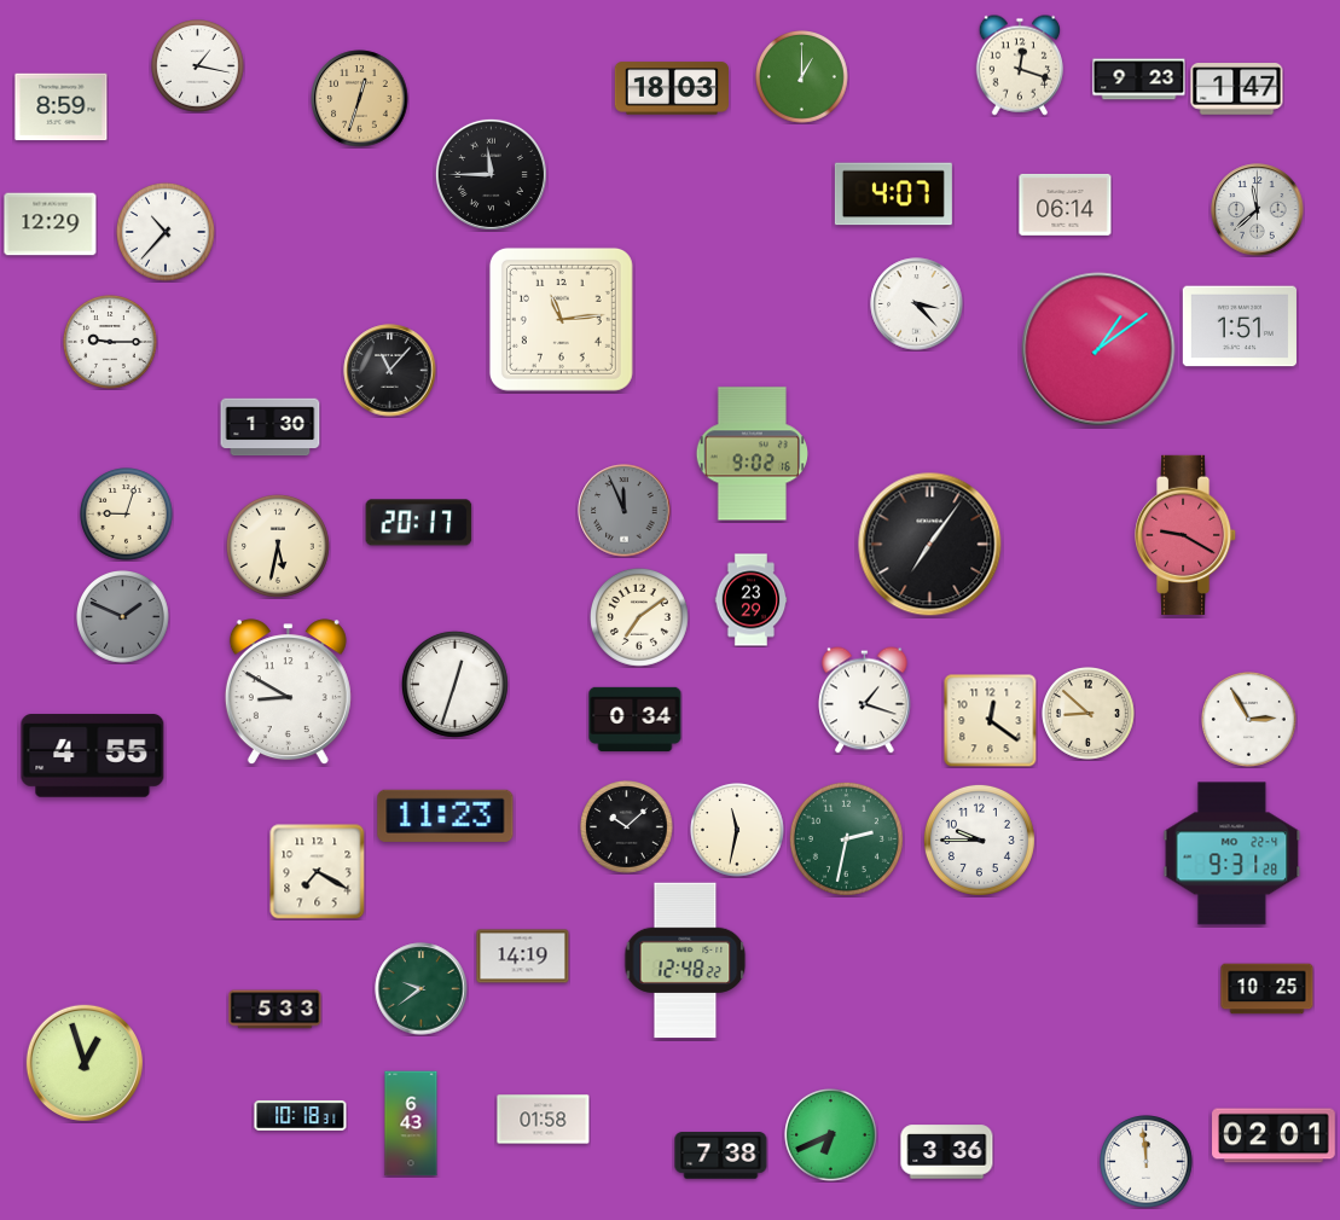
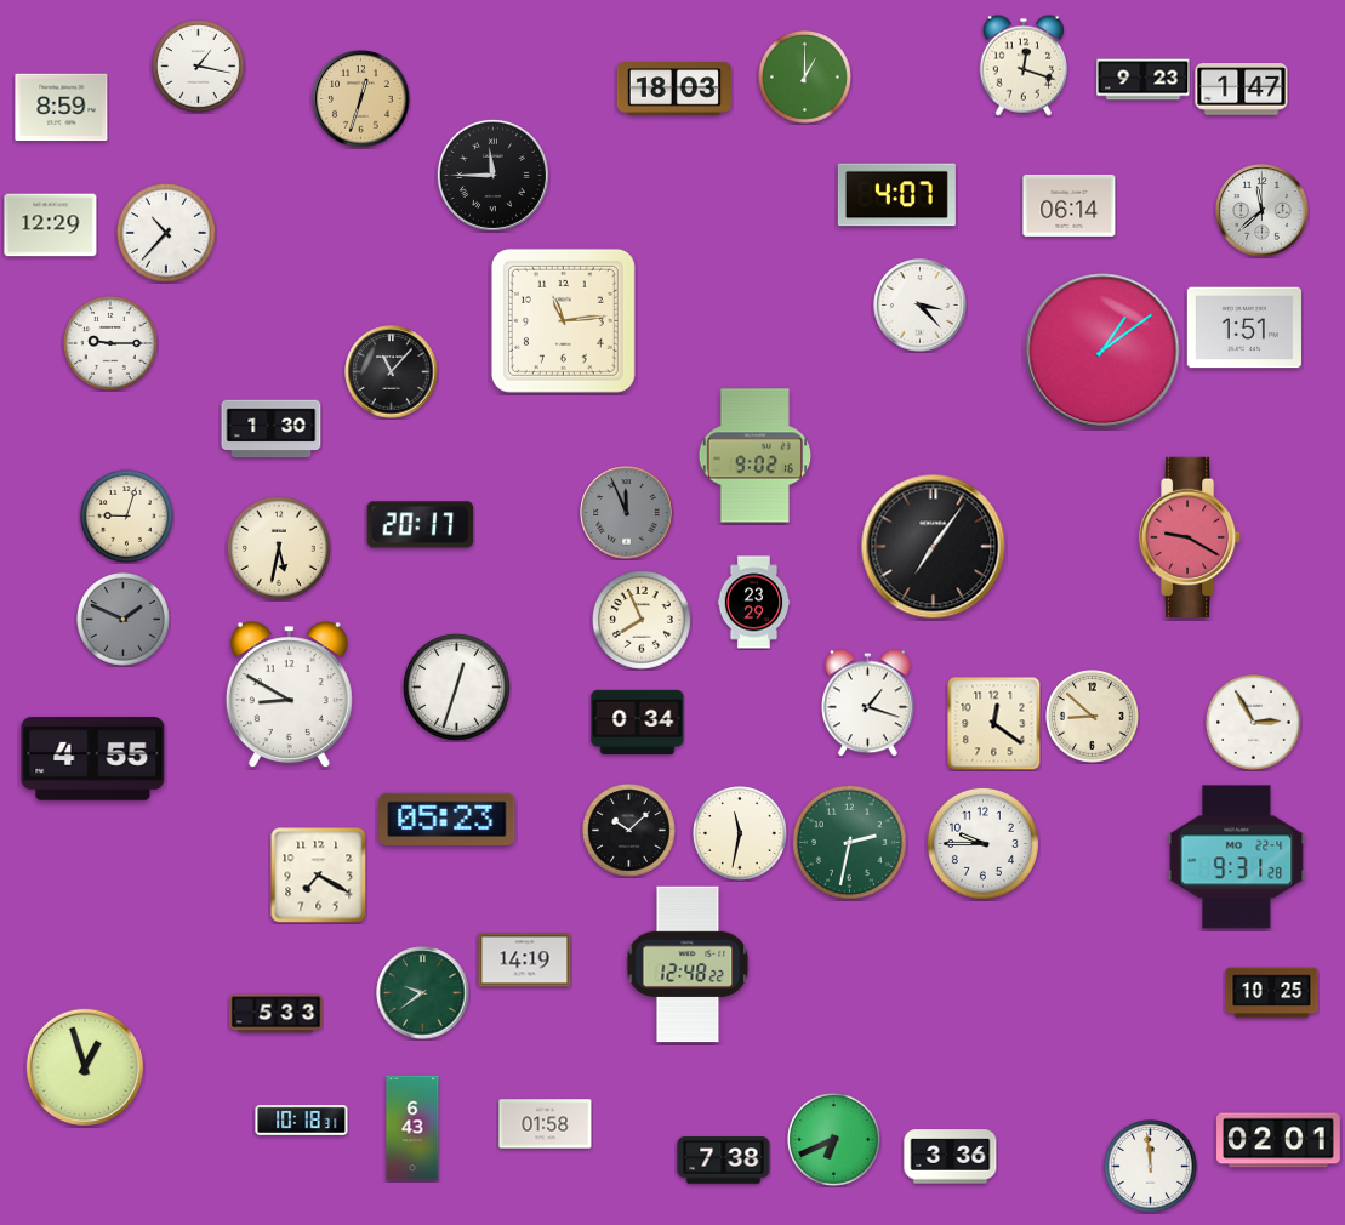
clock at (639, 617): 7:09 -> 7:56
clock at (446, 815): 11:23 -> 05:23
